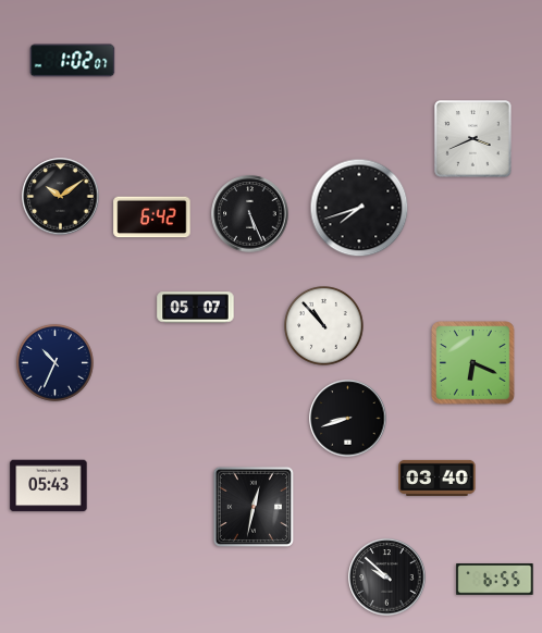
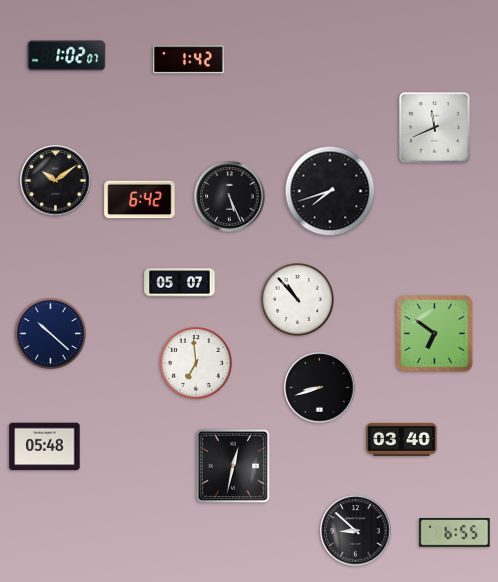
clock at (189, 60): none -> 1:42
clock at (473, 139): 3:41 -> 11:41
clock at (54, 362): 10:34 -> 10:22
clock at (473, 363): 6:19 -> 6:51
clock at (197, 364): none -> 6:59
clock at (348, 419) position: (348, 419) -> (320, 388)
clock at (49, 486): 05:43 -> 05:48
clock at (387, 578): 9:52 -> 8:52
